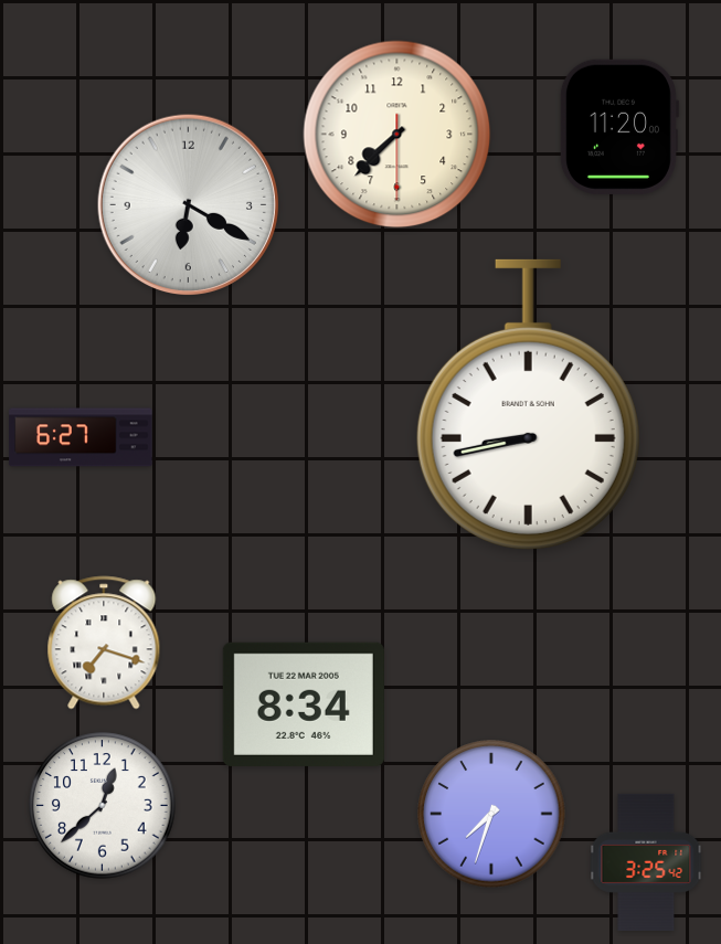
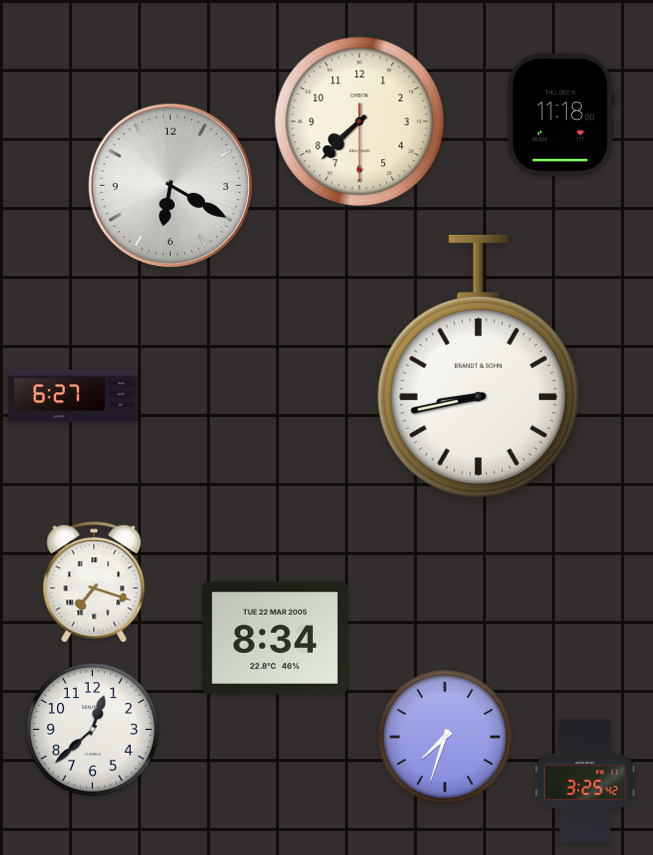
clock at (618, 127): 11:20 -> 11:18
